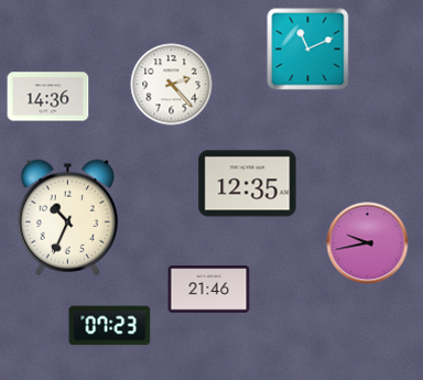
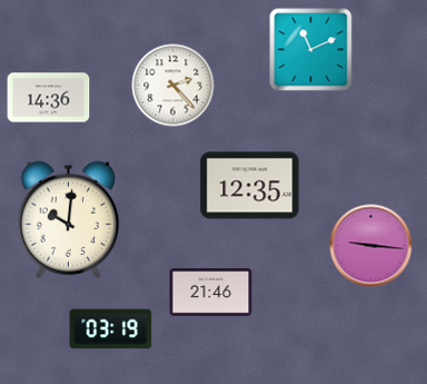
clock at (68, 217): 10:34 -> 10:01
clock at (368, 243): 9:43 -> 9:16
clock at (110, 326): 07:23 -> 03:19
